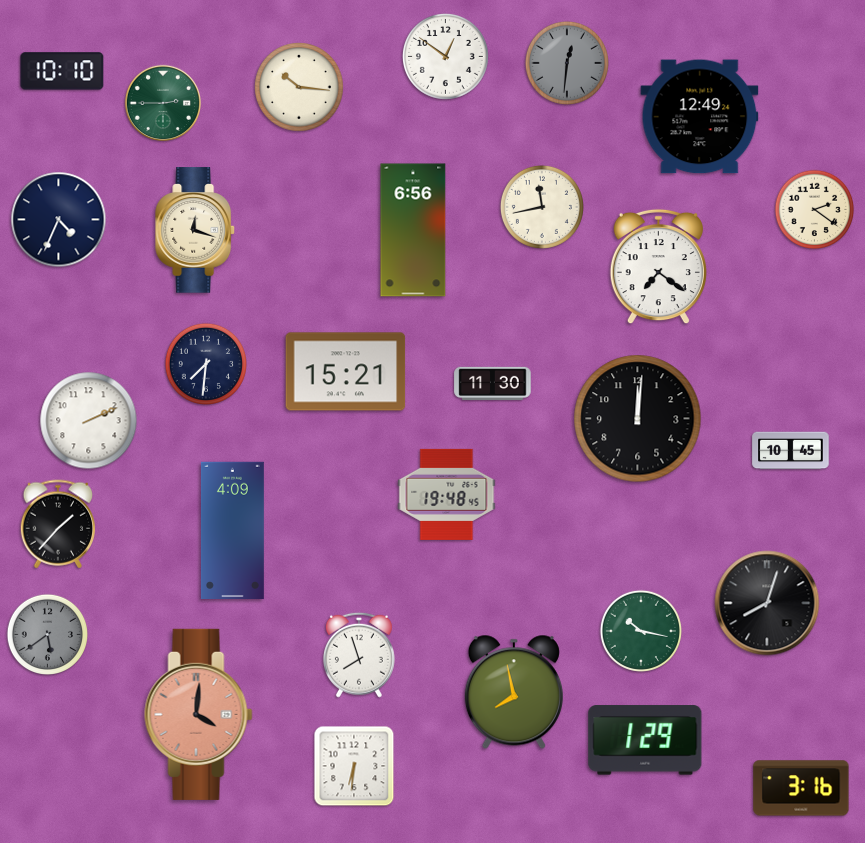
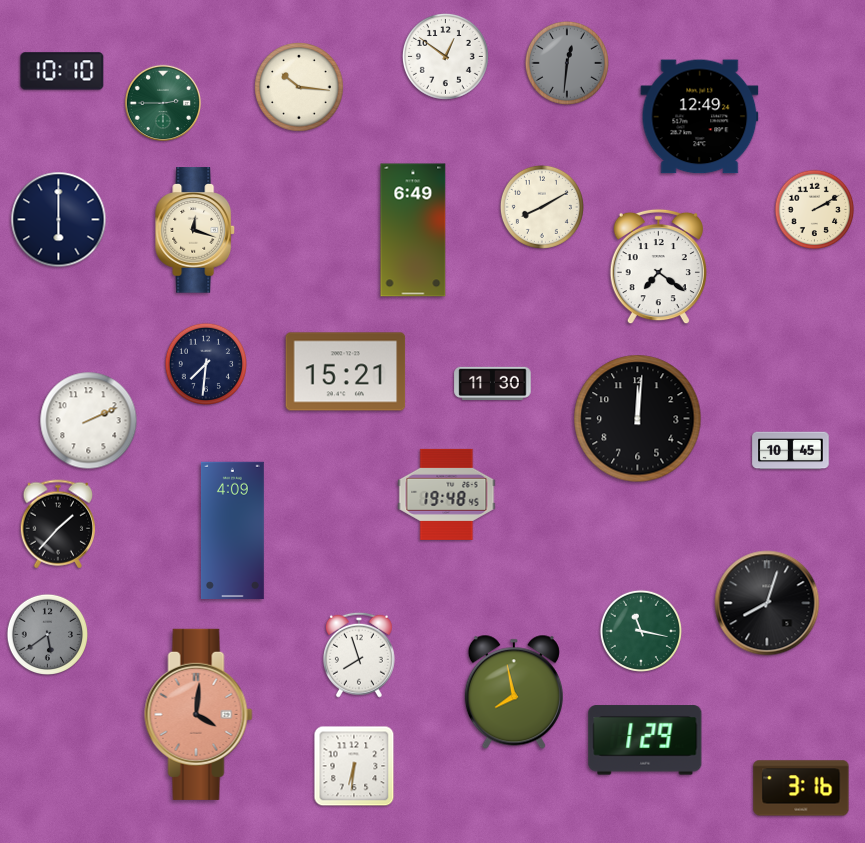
clock at (542, 207): 11:43 -> 8:10
clock at (815, 210): 2:21 -> 2:10
clock at (59, 220): 4:34 -> 6:00
clock at (413, 230): 6:56 -> 6:49
clock at (641, 631): 10:17 -> 11:17
